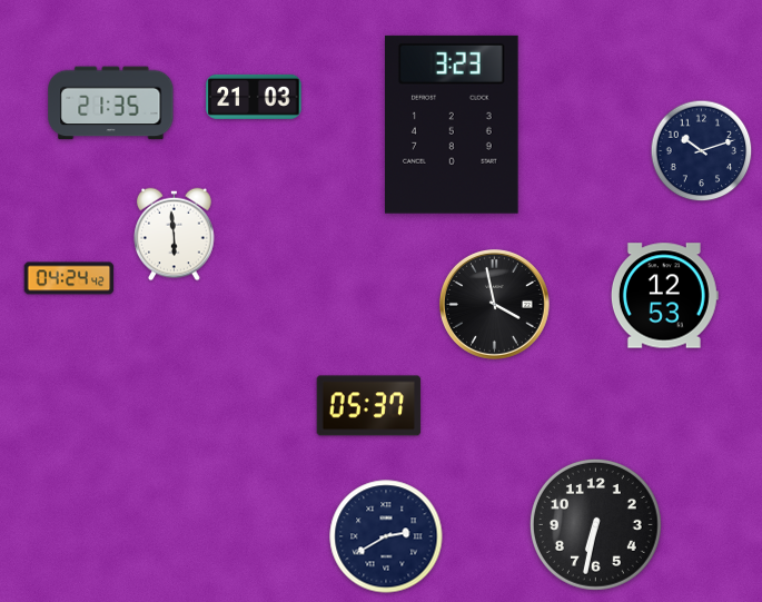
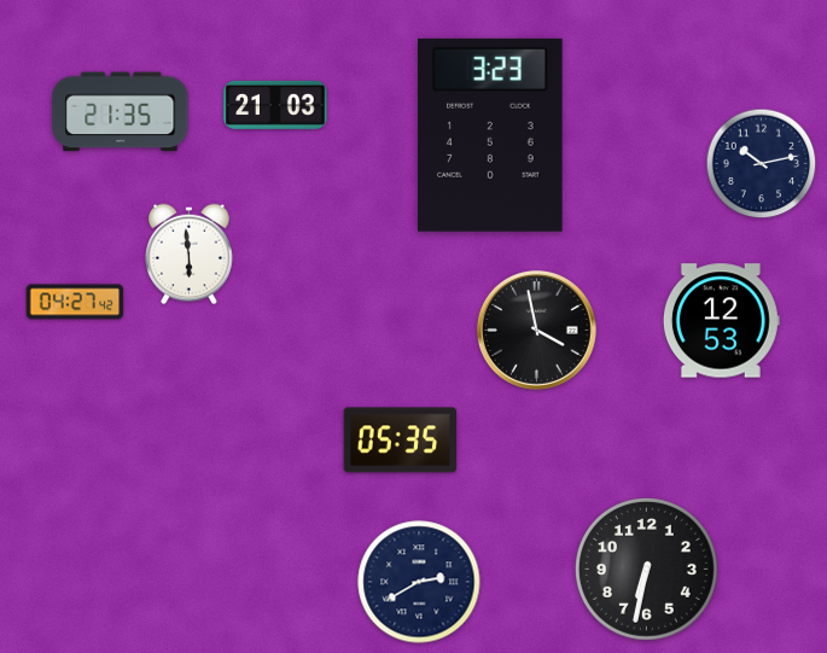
clock at (702, 151): 10:12 -> 10:13
clock at (69, 278): 04:24 -> 04:27
clock at (369, 406): 05:37 -> 05:35
